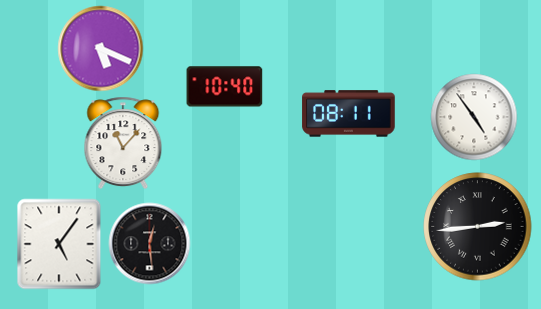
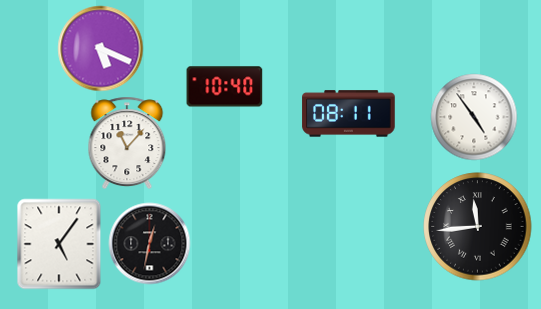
clock at (123, 143) position: (123, 143) -> (127, 143)
clock at (478, 227): 2:44 -> 11:44
clock at (150, 244): 12:29 -> 12:32
